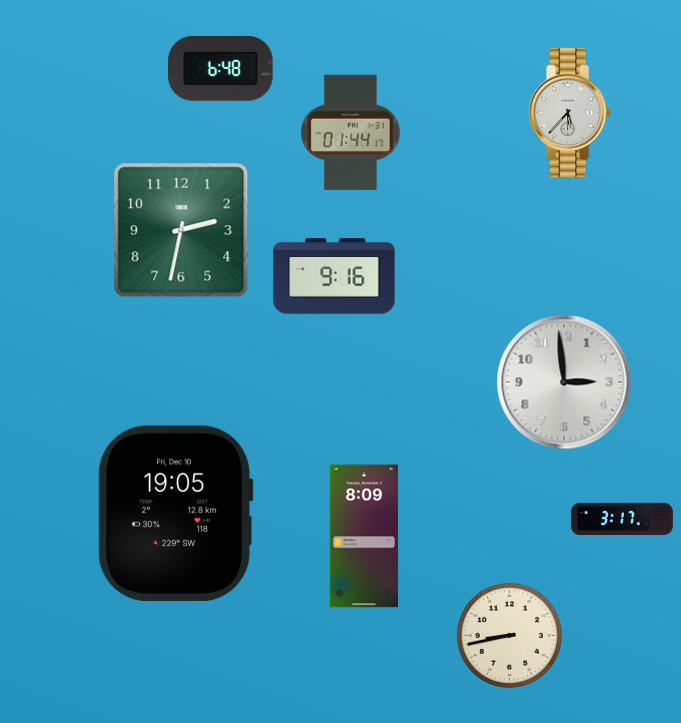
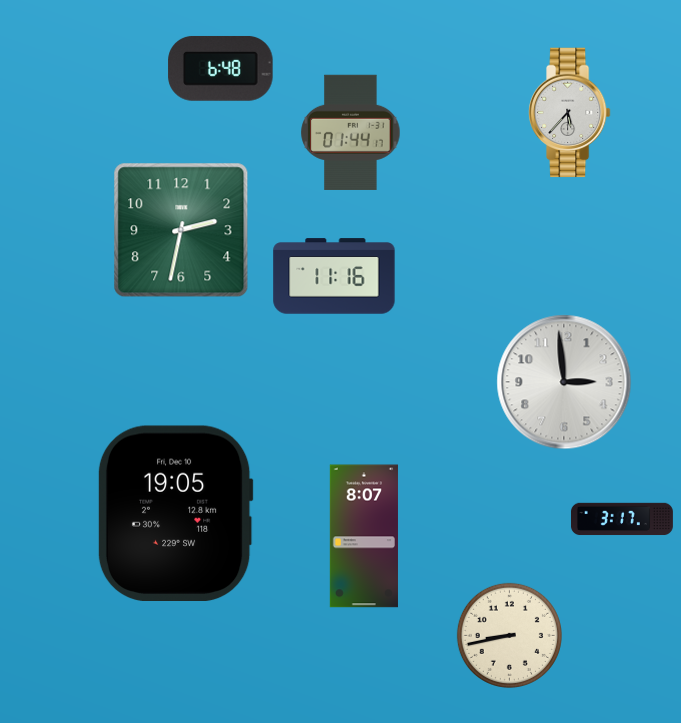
clock at (334, 276): 9:16 -> 11:16
clock at (364, 536): 8:09 -> 8:07
